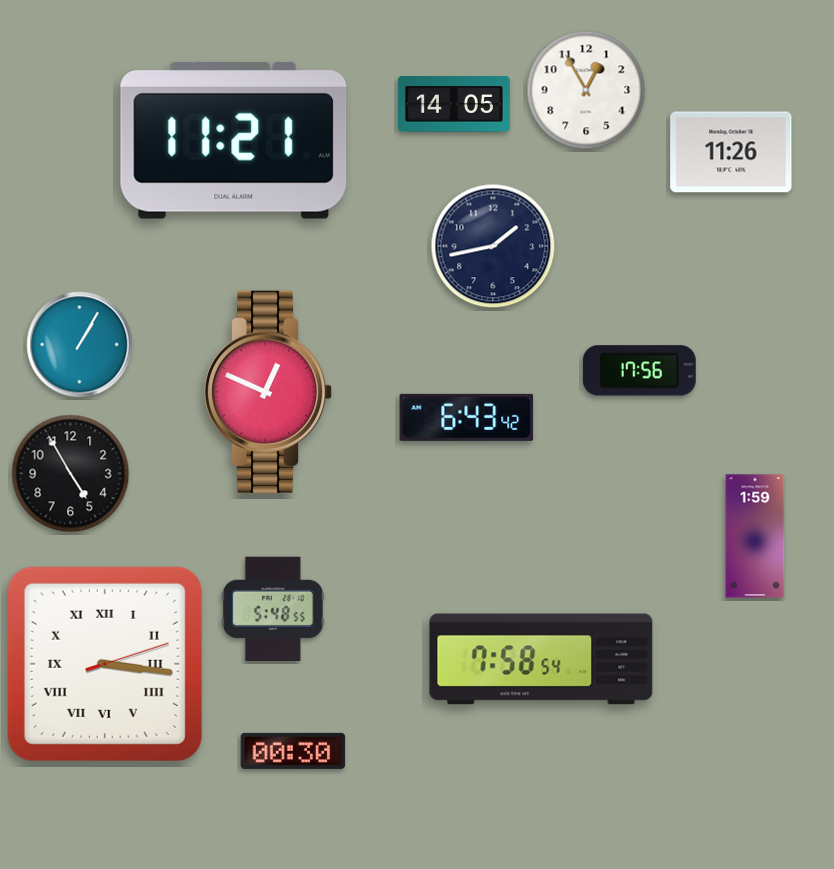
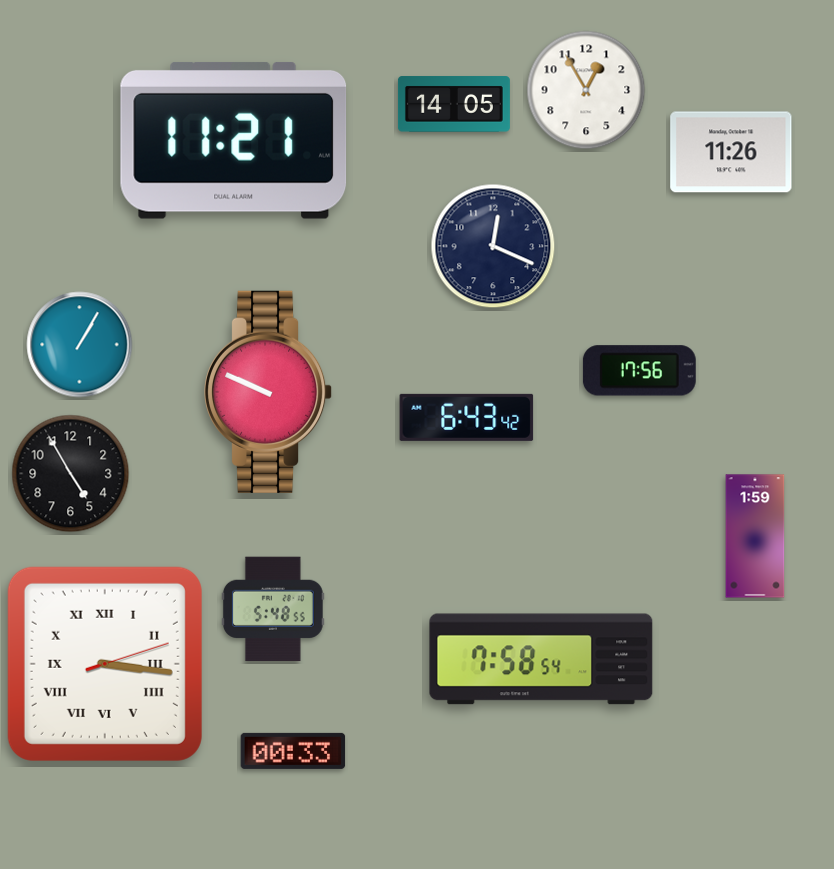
clock at (493, 246): 1:43 -> 12:19
clock at (269, 392): 12:49 -> 9:49
clock at (293, 751): 00:30 -> 00:33
